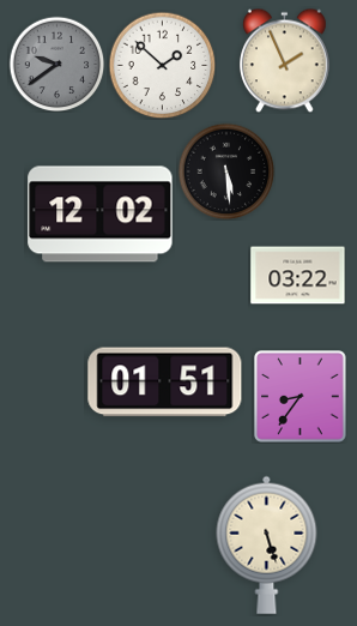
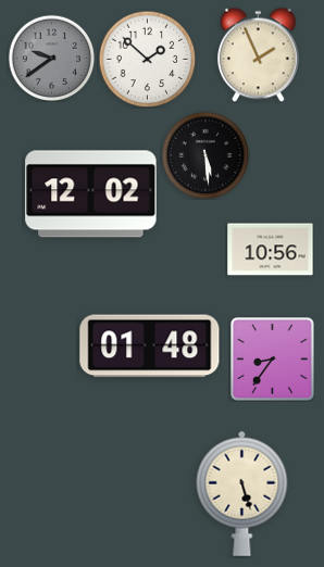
clock at (298, 276): 03:22 -> 10:56
clock at (165, 383): 01:51 -> 01:48
